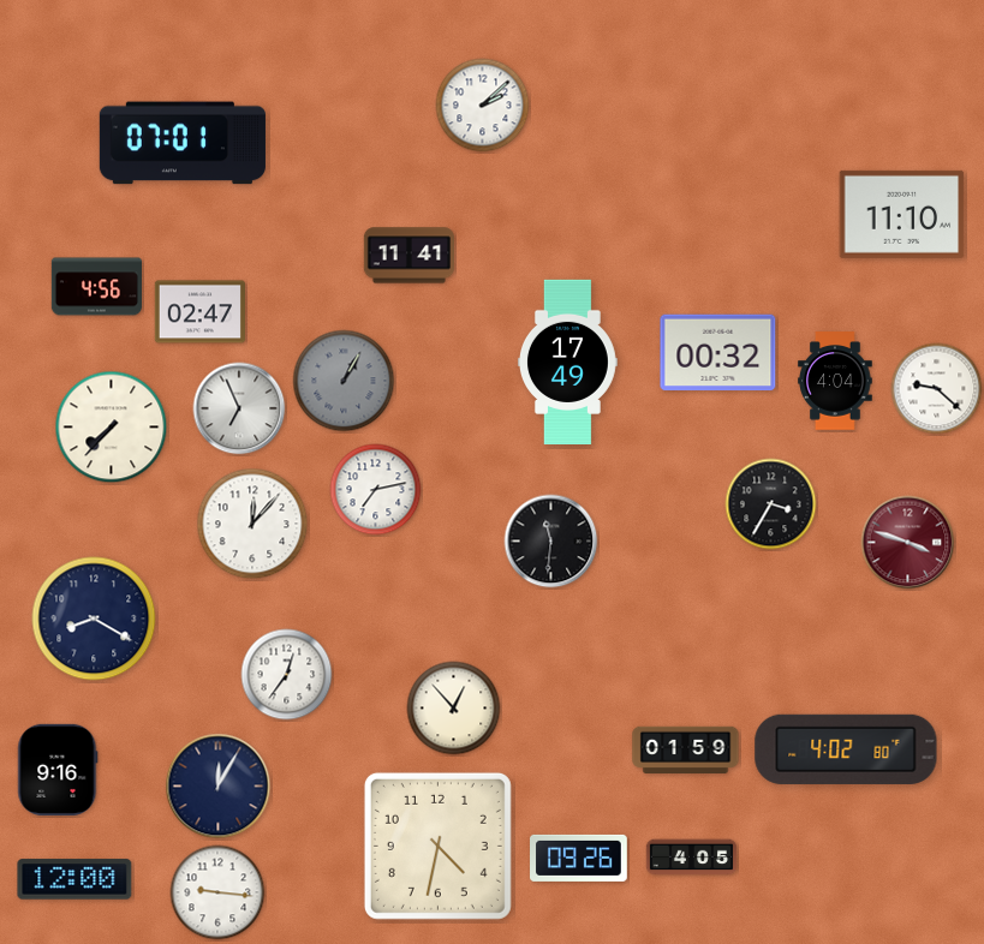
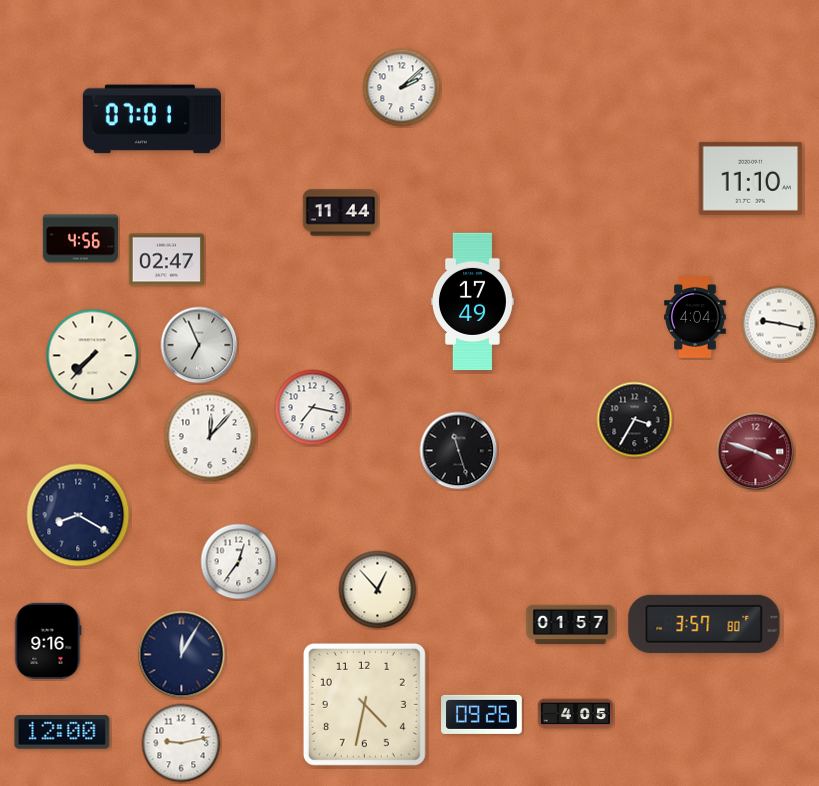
clock at (408, 256): 11:41 -> 11:44
clock at (718, 353): 00:32 -> none
clock at (344, 381): 1:05 -> none
clock at (937, 389): 9:22 -> 9:17
clock at (239, 408) position: (239, 408) -> (199, 345)
clock at (376, 490): 7:13 -> 7:17
clock at (771, 504) position: (771, 504) -> (635, 420)
clock at (551, 542): 11:31 -> 11:27
clock at (686, 749): 01:59 -> 01:57
clock at (846, 749): 4:02 -> 3:57
clock at (217, 892): 9:16 -> 9:13
